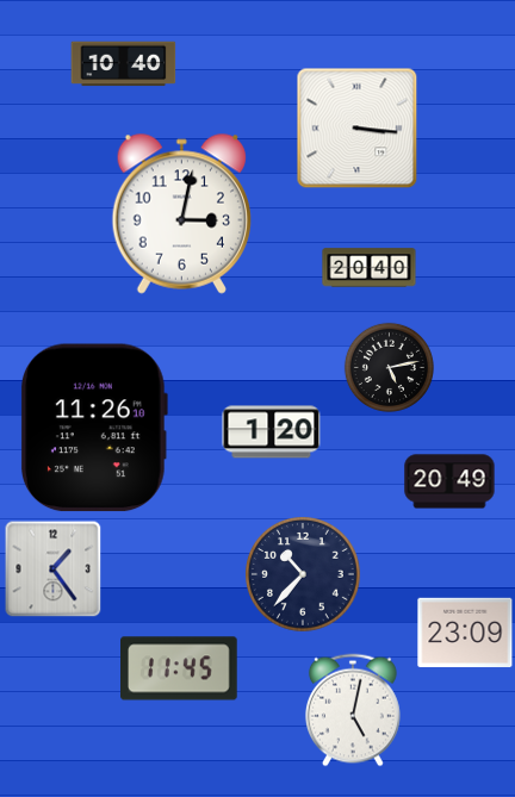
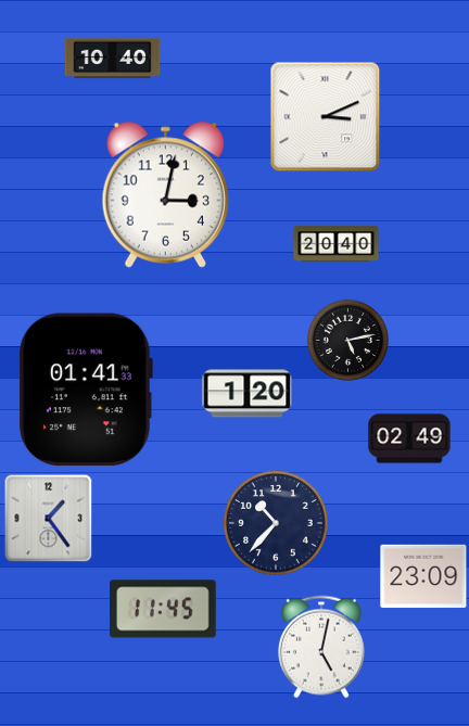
clock at (358, 129): 3:16 -> 3:11
clock at (389, 367) position: (389, 367) -> (347, 340)
clock at (94, 428): 11:26 -> 01:41
clock at (449, 481): 20:49 -> 02:49
